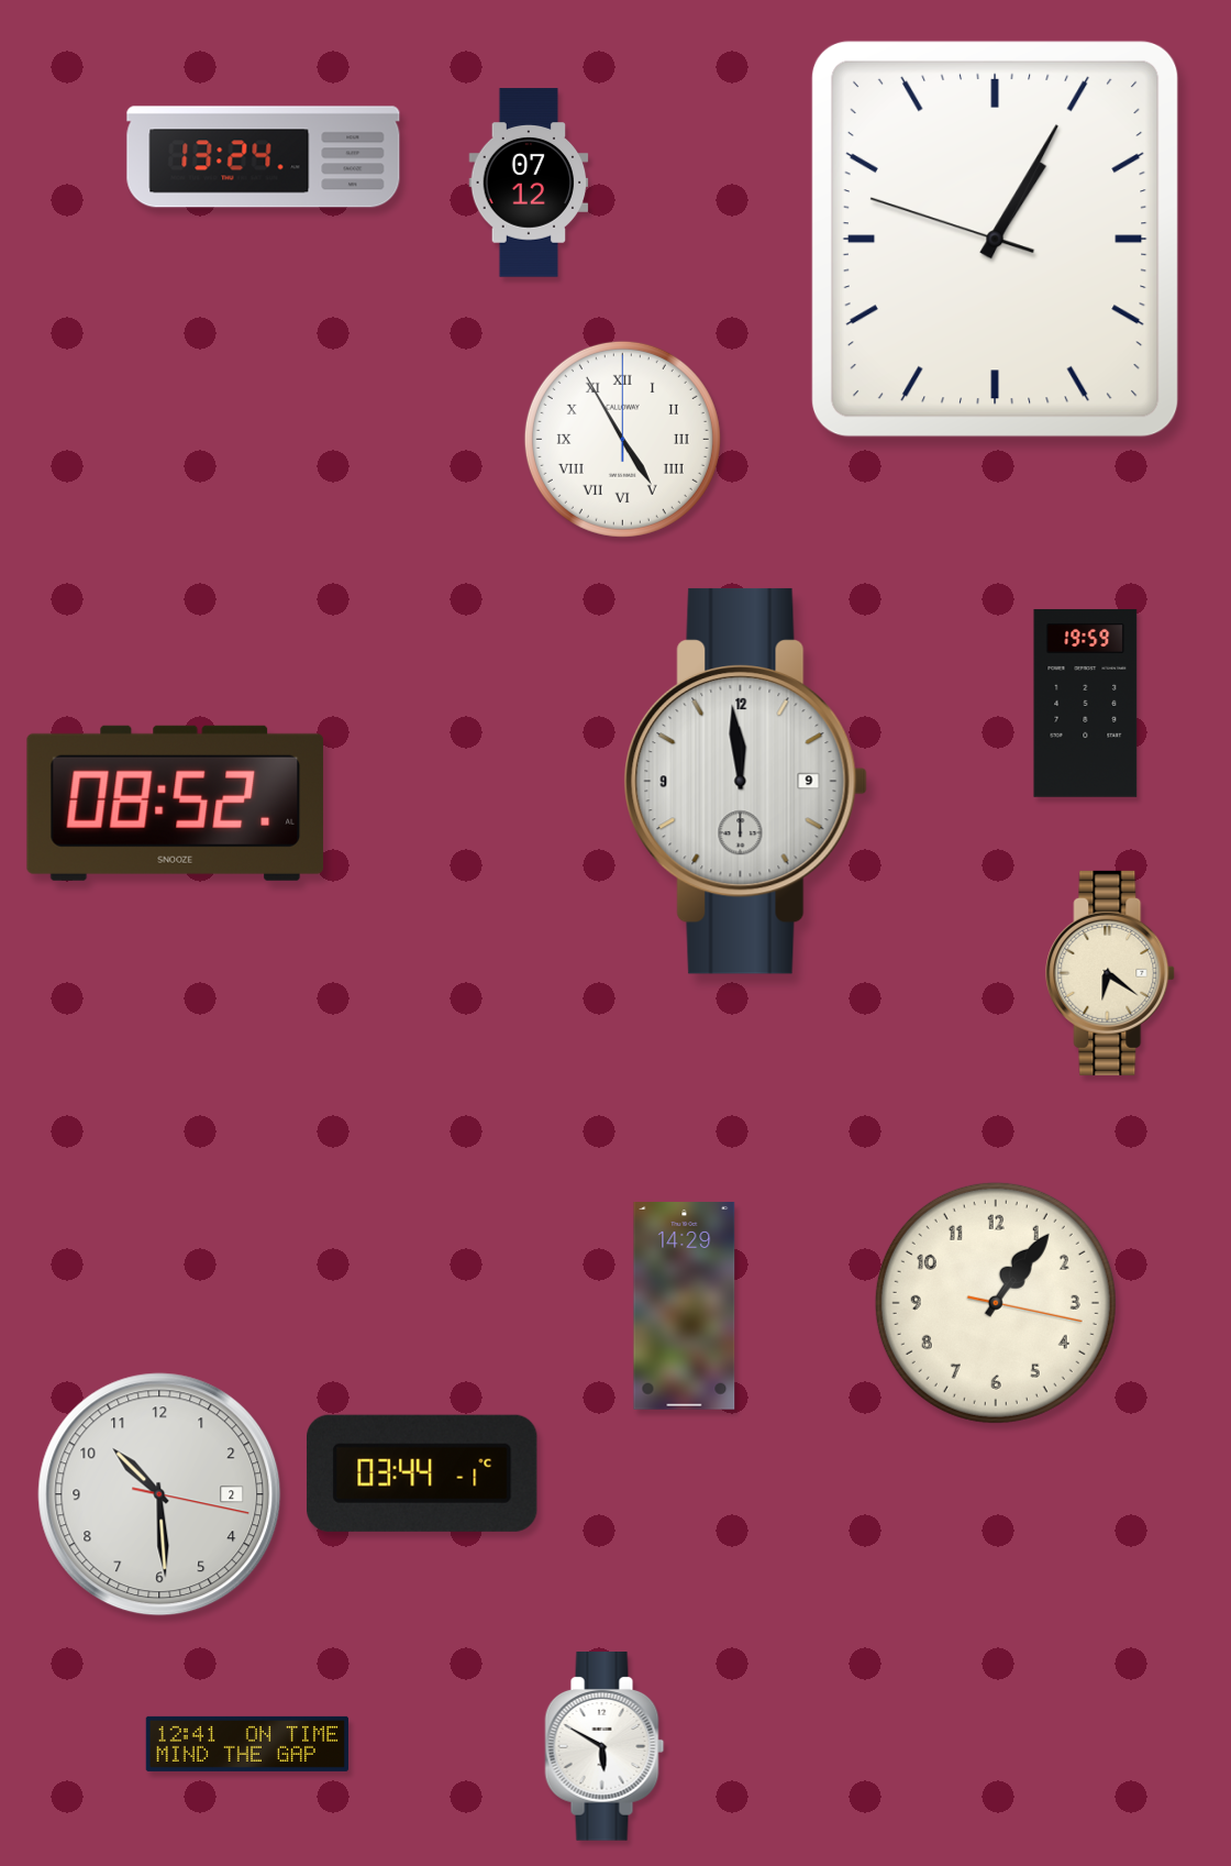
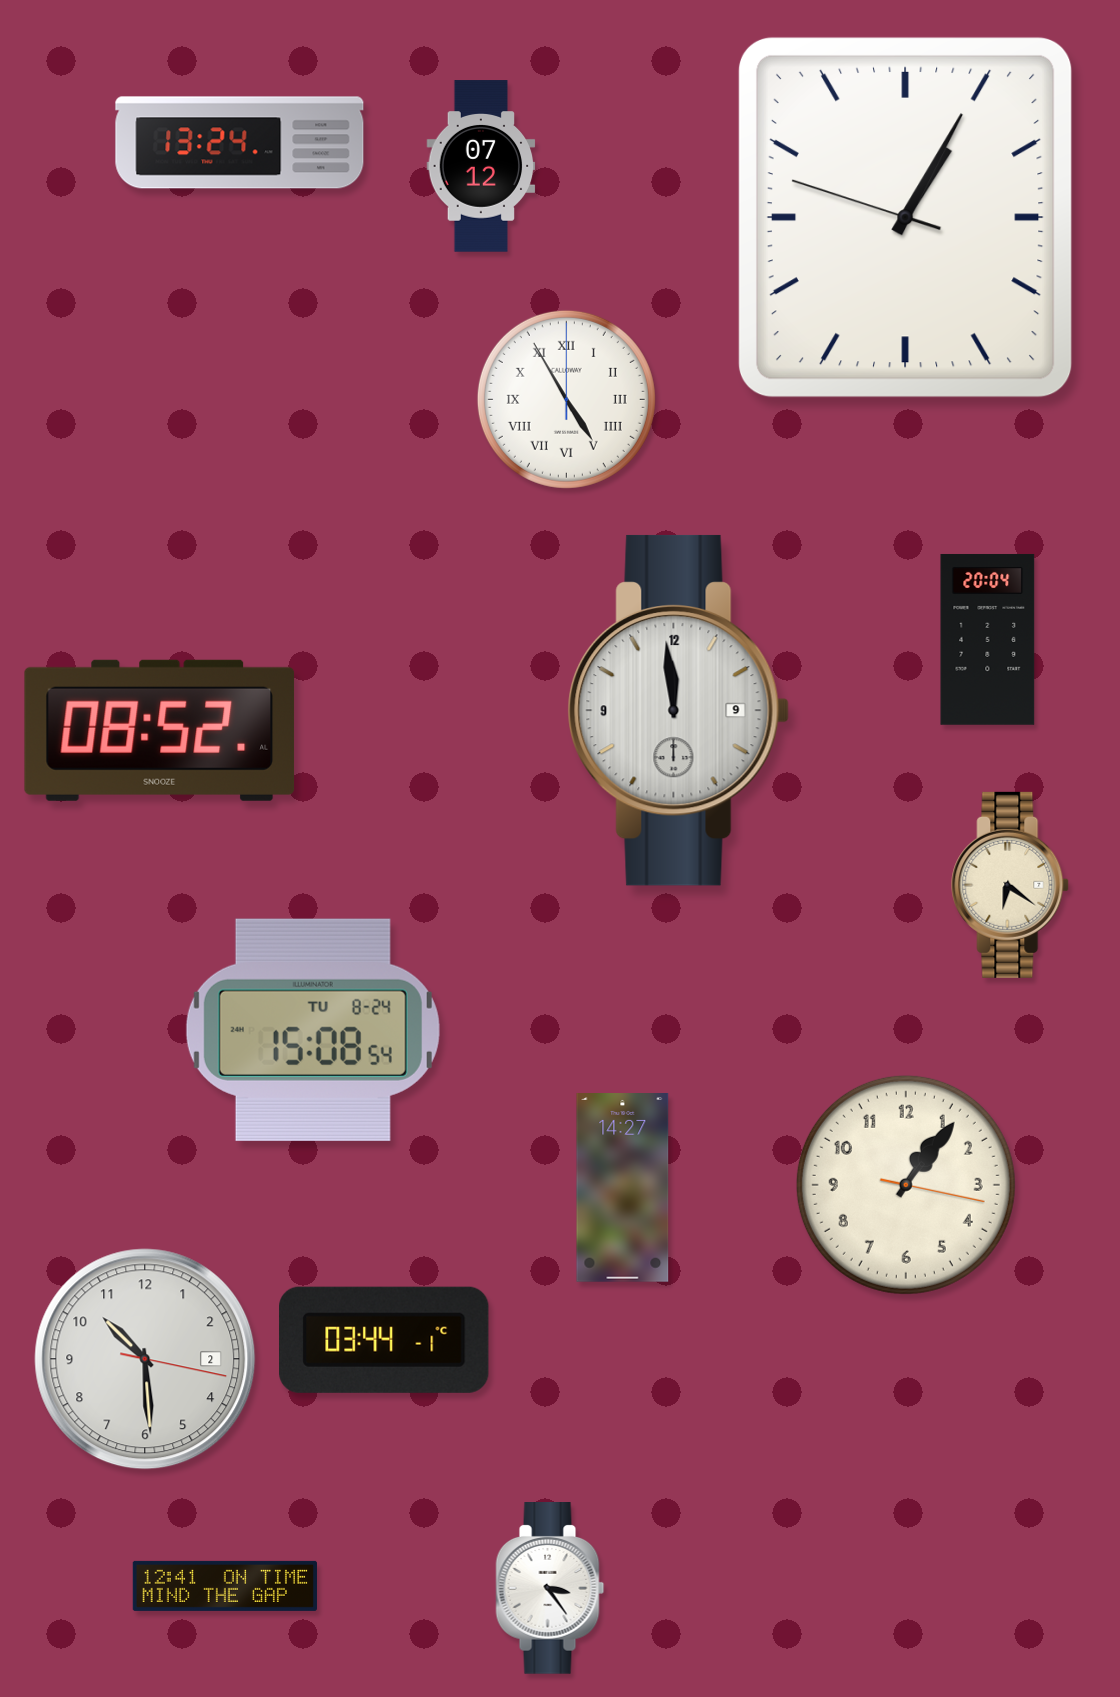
clock at (1086, 703): 19:59 -> 20:04
clock at (313, 1030): none -> 15:08
clock at (685, 1306): 14:29 -> 14:27
clock at (605, 1747): 5:50 -> 3:24
